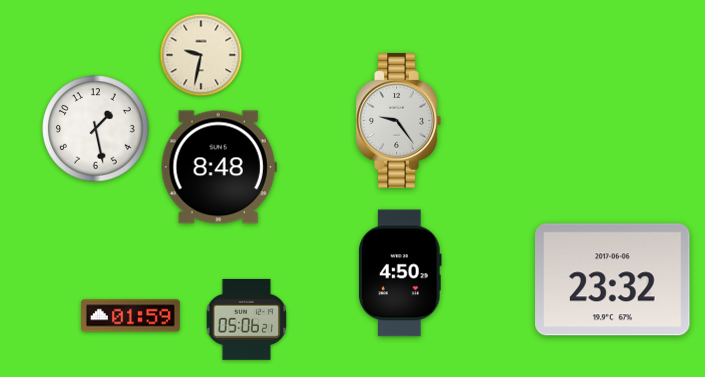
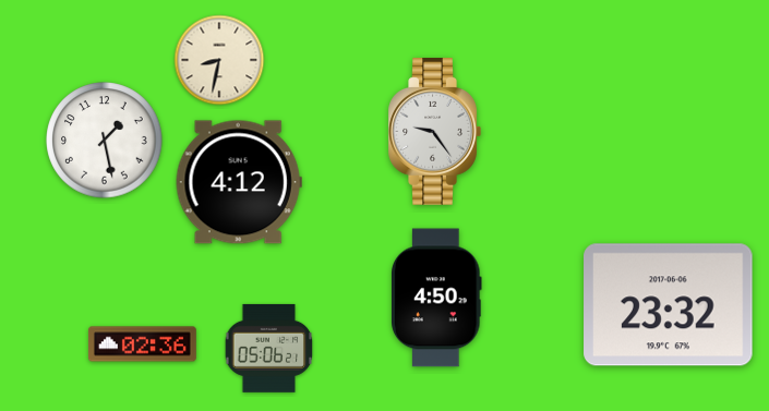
clock at (201, 55): 9:32 -> 8:32
clock at (219, 167): 8:48 -> 4:12
clock at (130, 316): 01:59 -> 02:36
